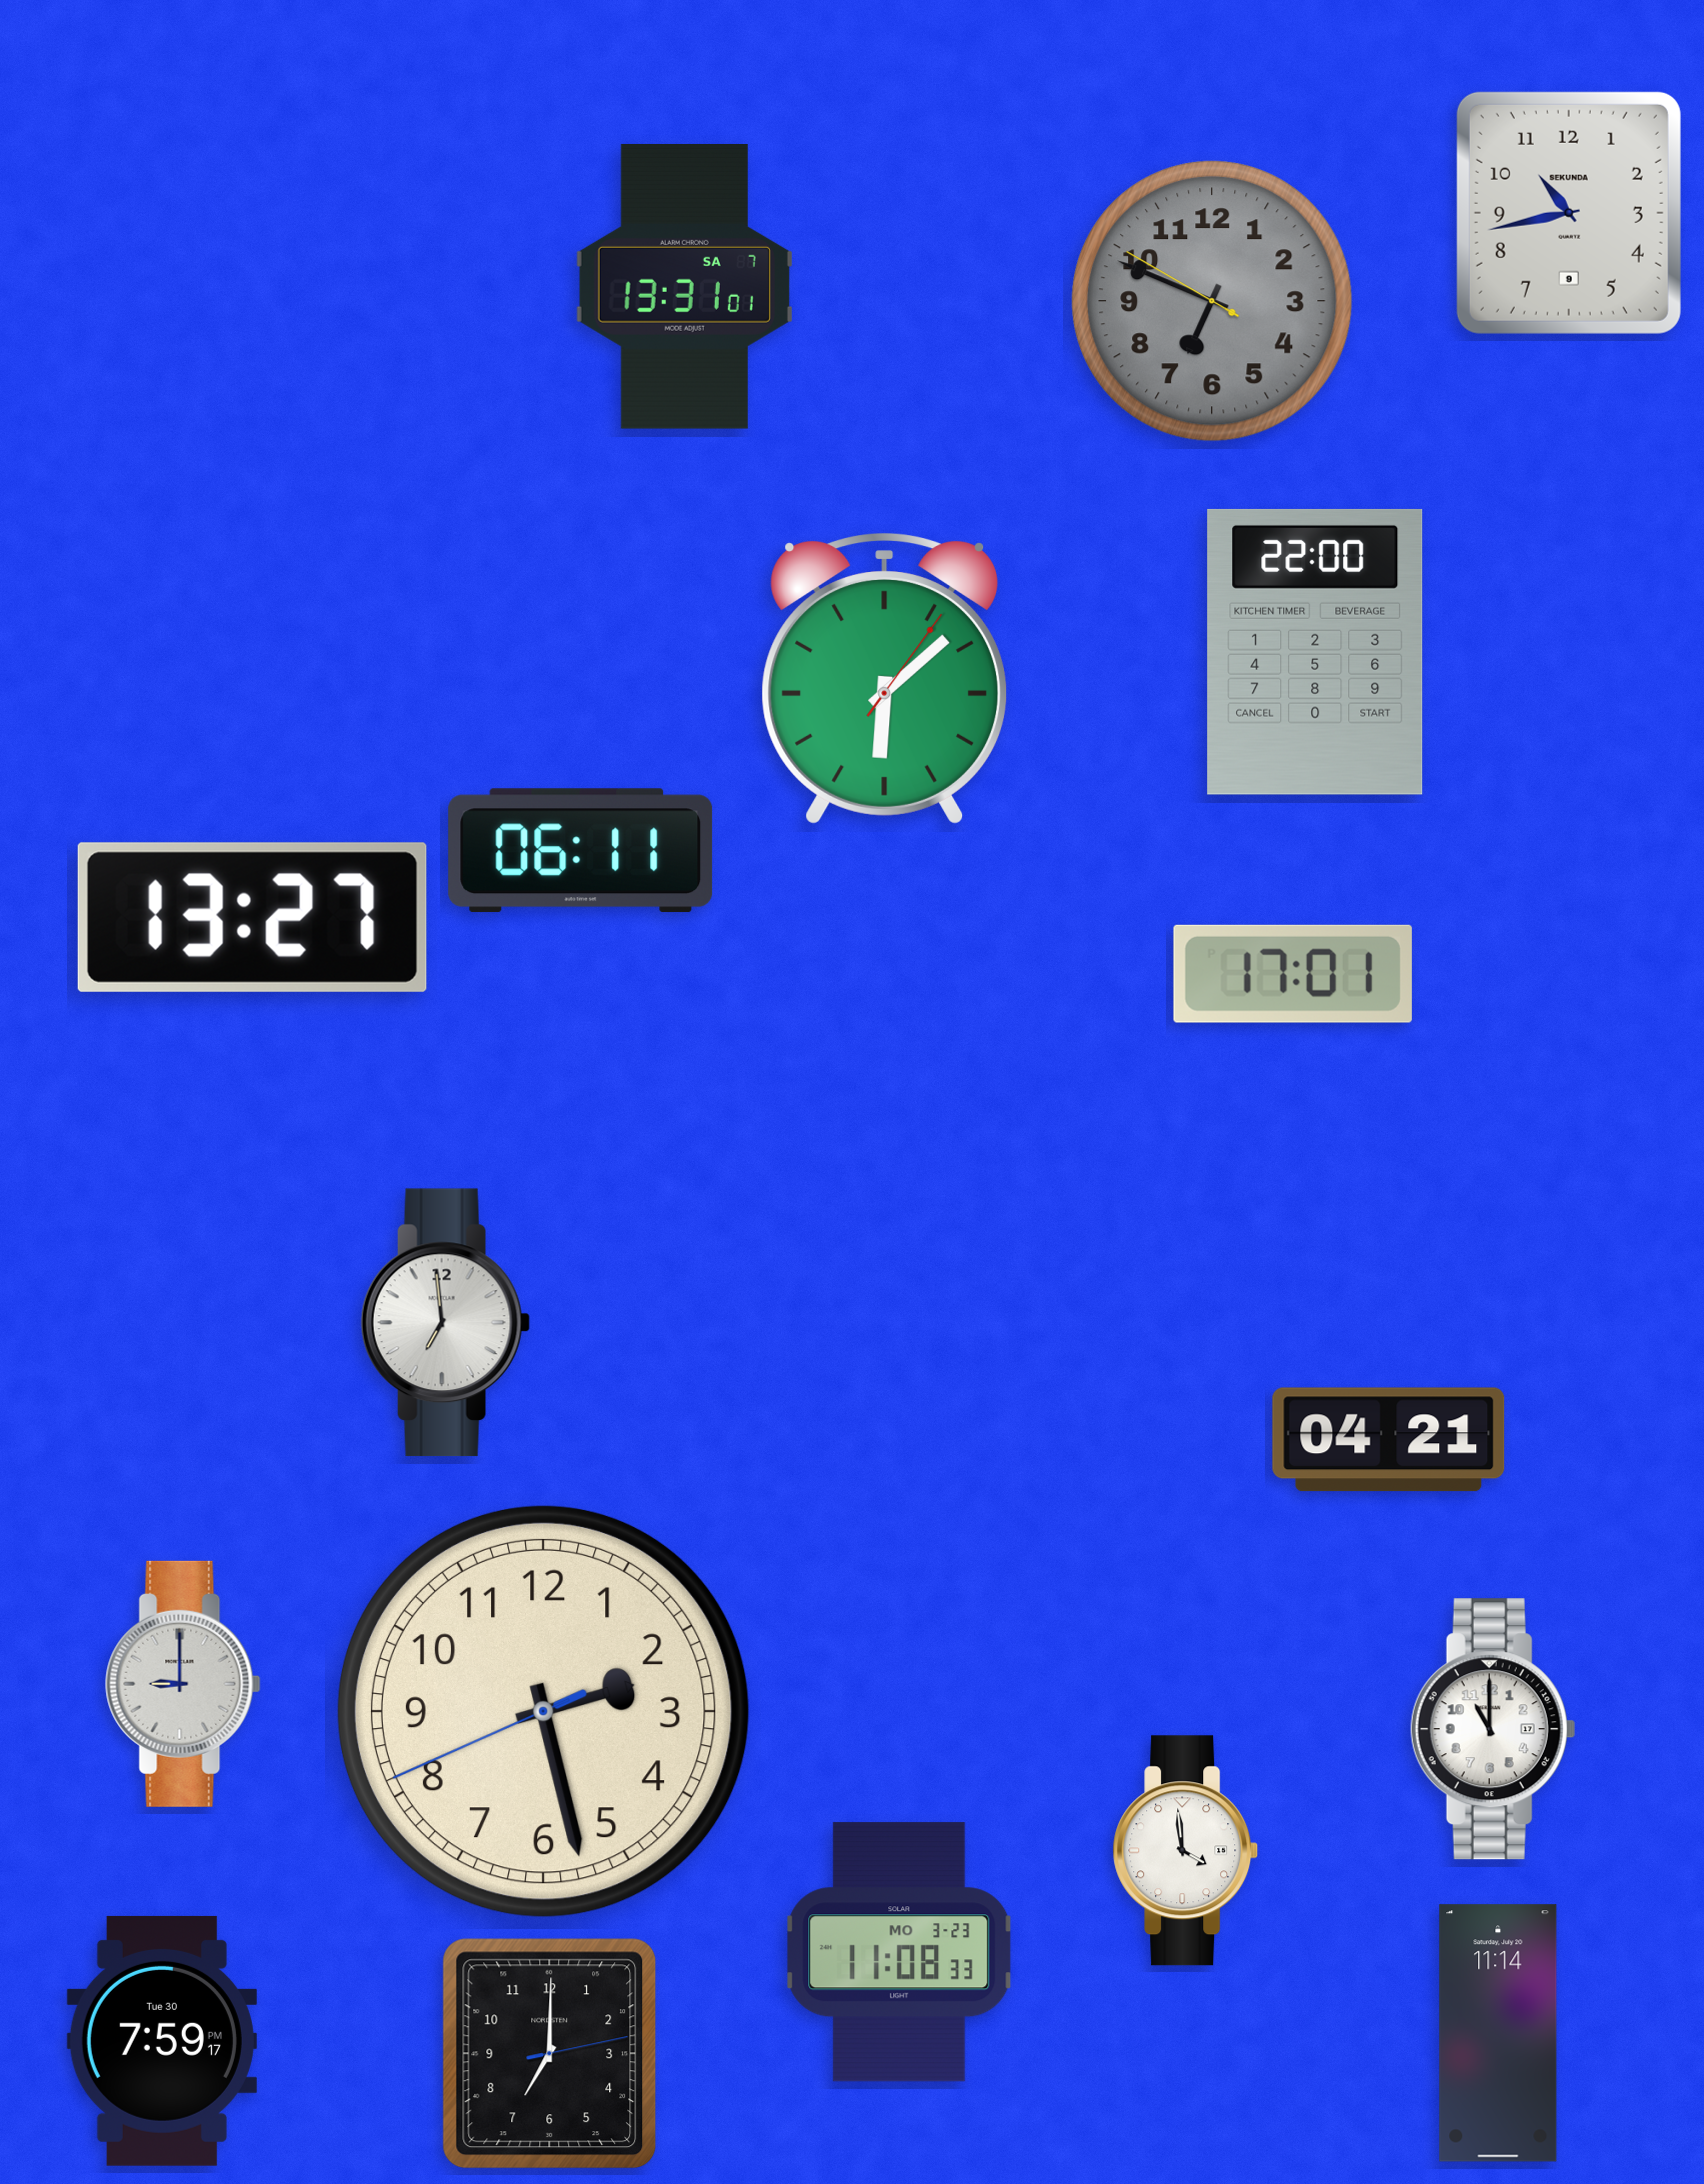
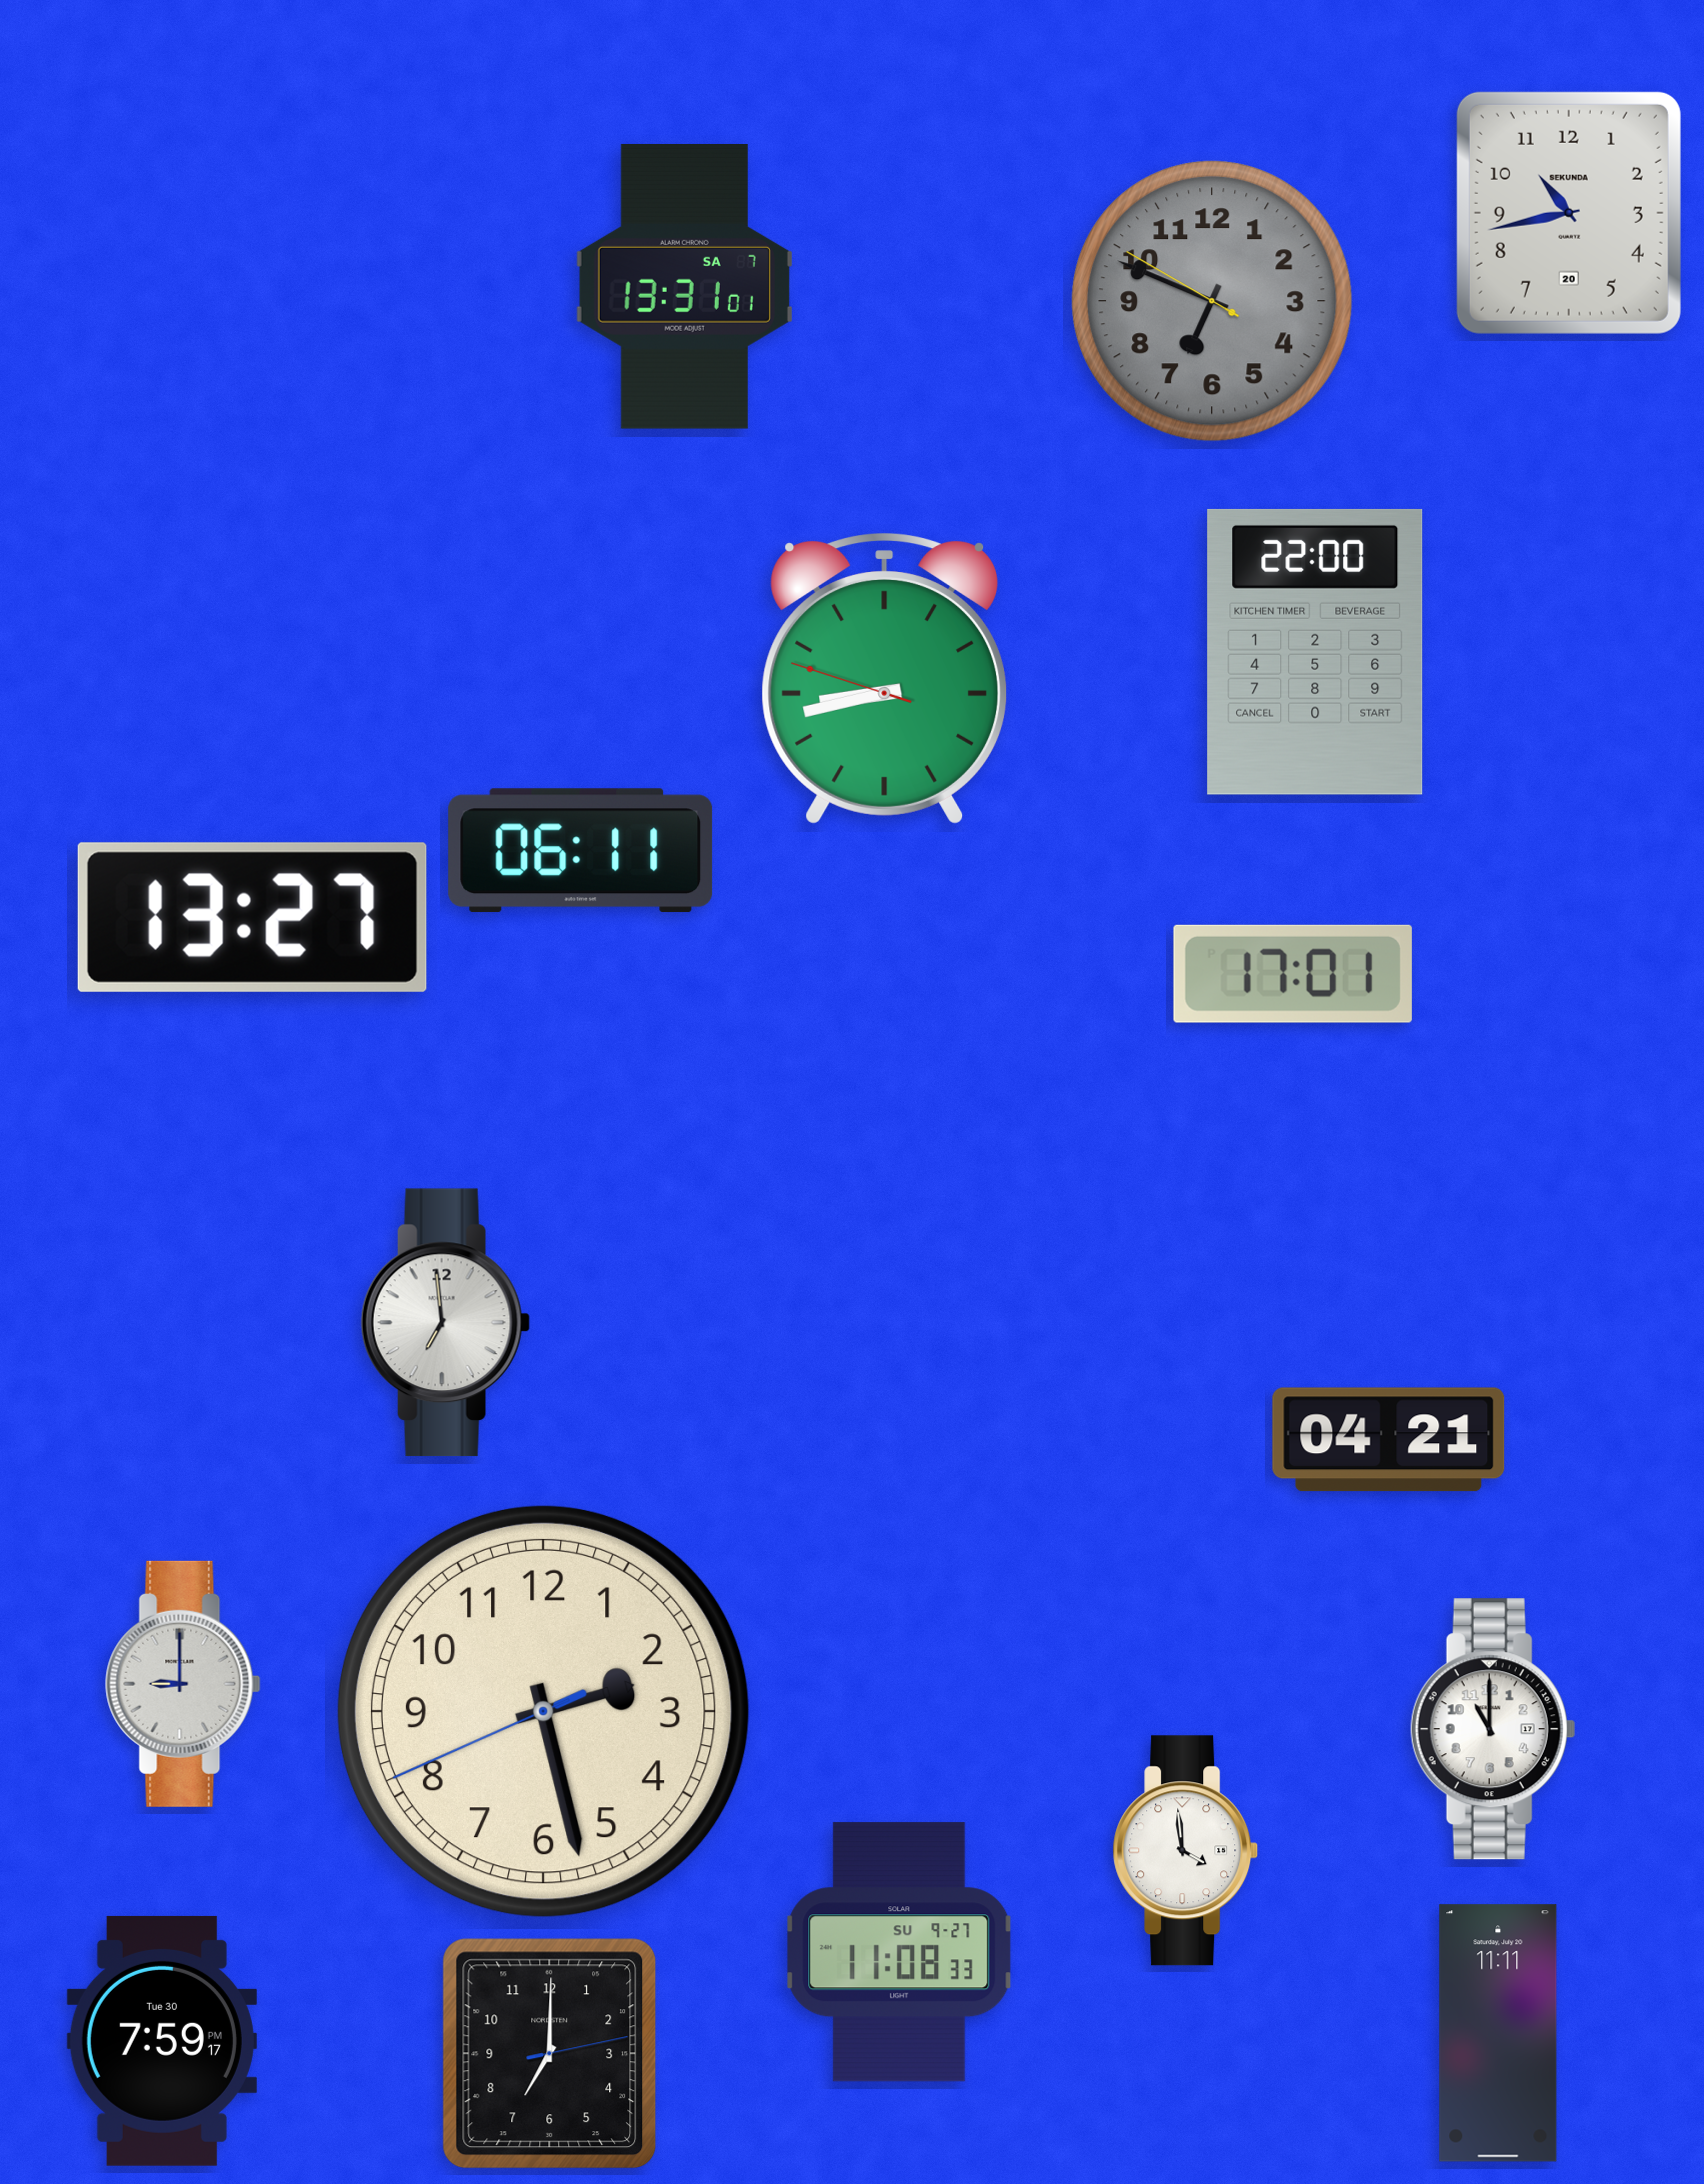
clock at (1569, 213) date: 9 -> 20
clock at (885, 678): 6:08 -> 8:42
clock at (899, 1952) date: MO 3-23 -> SU 9-27
clock at (1498, 2033): 11:14 -> 11:11
